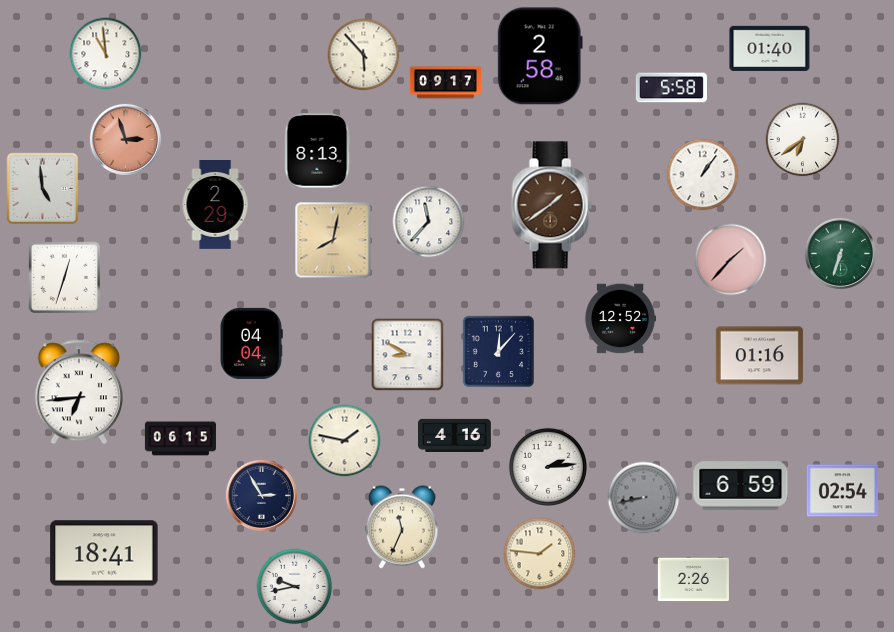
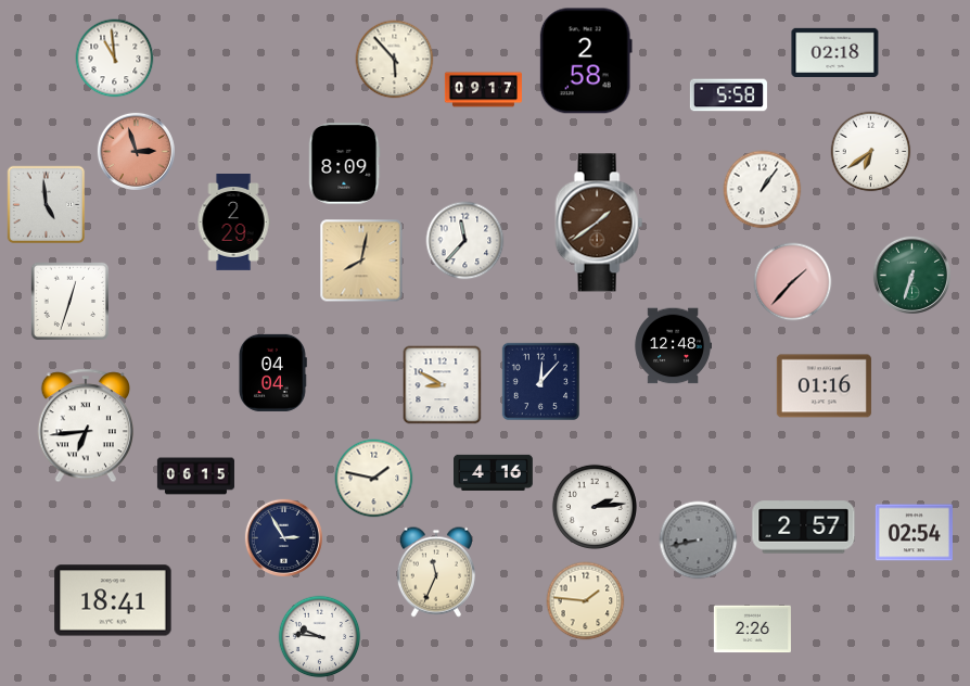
clock at (770, 48): 01:40 -> 02:18
clock at (317, 151): 8:13 -> 8:09
clock at (620, 319): 12:52 -> 12:48
clock at (741, 486): 6:59 -> 2:57
clock at (295, 587): 9:43 -> 9:46
